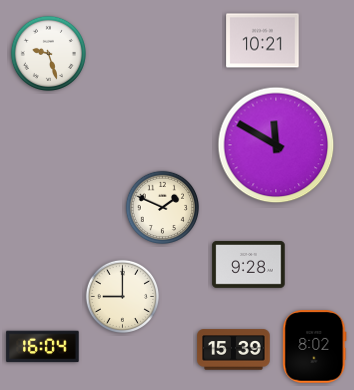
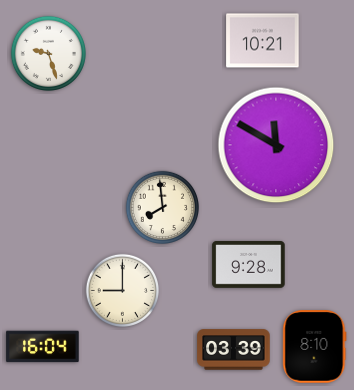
clock at (162, 207): 1:49 -> 7:59
clock at (122, 296) position: (122, 296) -> (122, 290)
clock at (315, 347): 8:02 -> 8:10
clock at (234, 350): 15:39 -> 03:39
